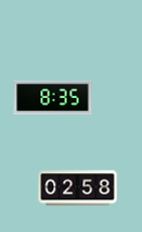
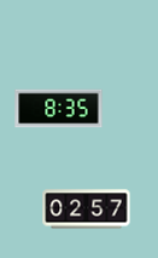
clock at (78, 188): 02:58 -> 02:57
